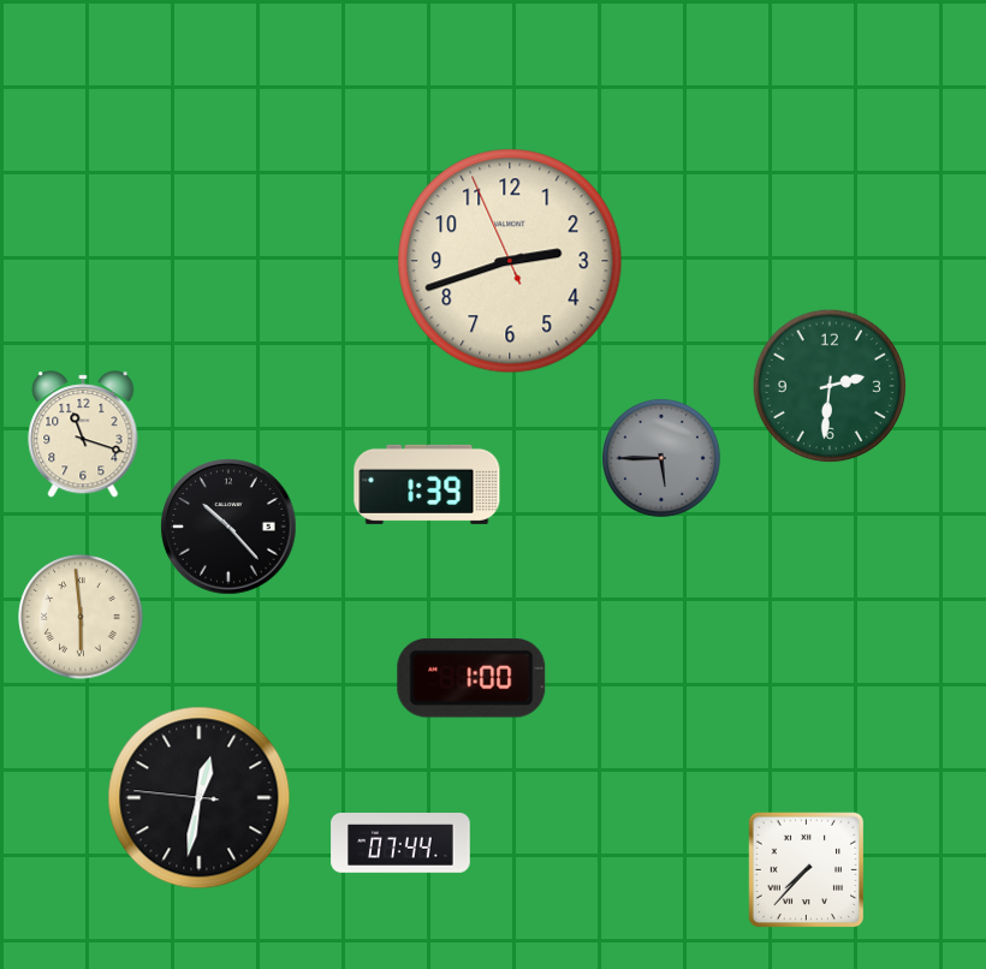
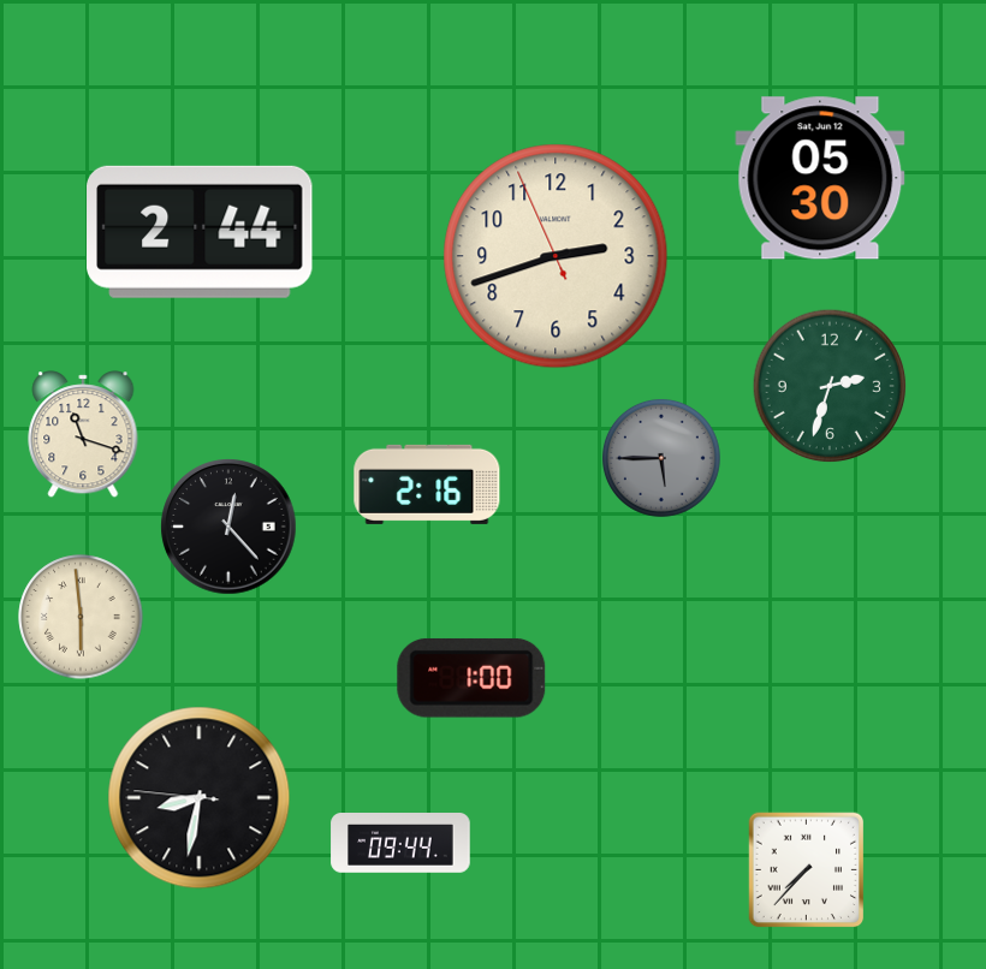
clock at (820, 178): none -> 05:30
clock at (200, 232): none -> 2:44
clock at (510, 261) position: (510, 261) -> (556, 256)
clock at (830, 386): 2:31 -> 2:33
clock at (427, 485): 1:39 -> 2:16
clock at (228, 527): 10:23 -> 12:23
clock at (200, 798): 12:31 -> 8:31
clock at (400, 843): 07:44 -> 09:44
